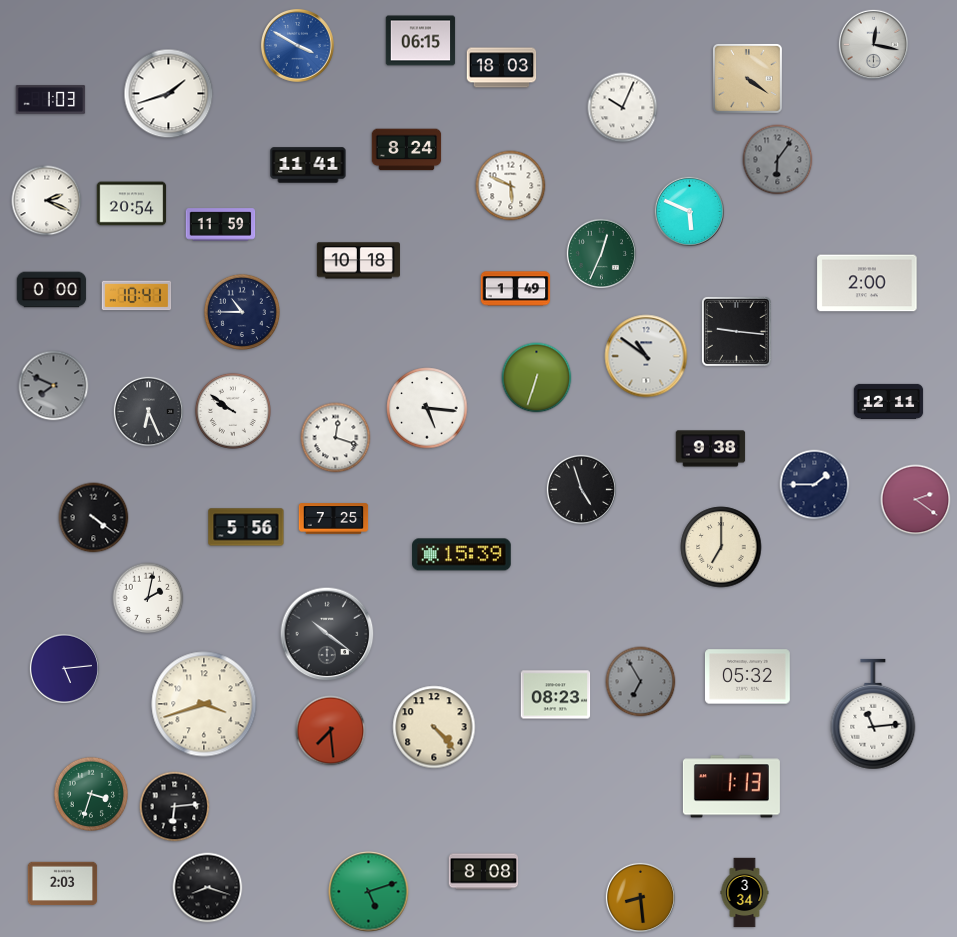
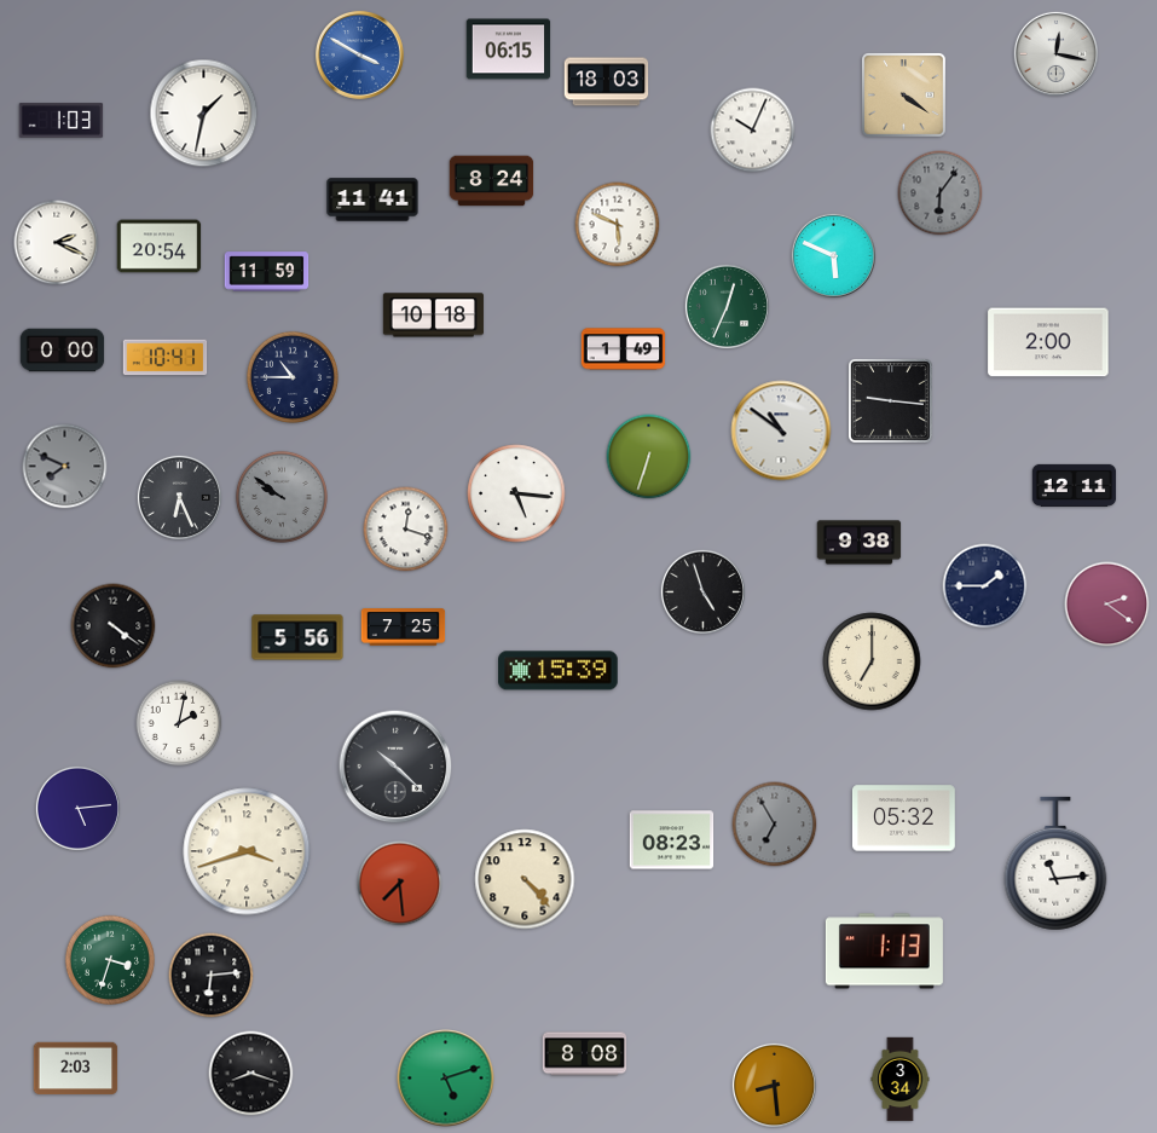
clock at (169, 94): 1:42 -> 1:32
clock at (233, 411) dial: white -> grey
clock at (327, 634): 10:21 -> 10:22
